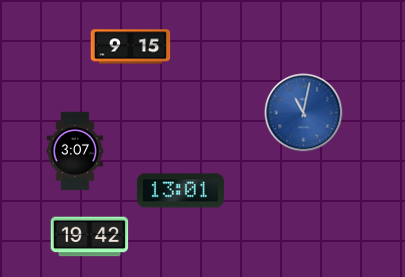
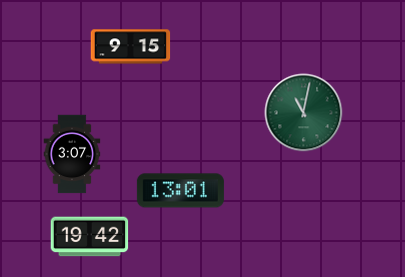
clock at (303, 112) dial: blue -> green
clock at (75, 151) position: (75, 151) -> (72, 154)
